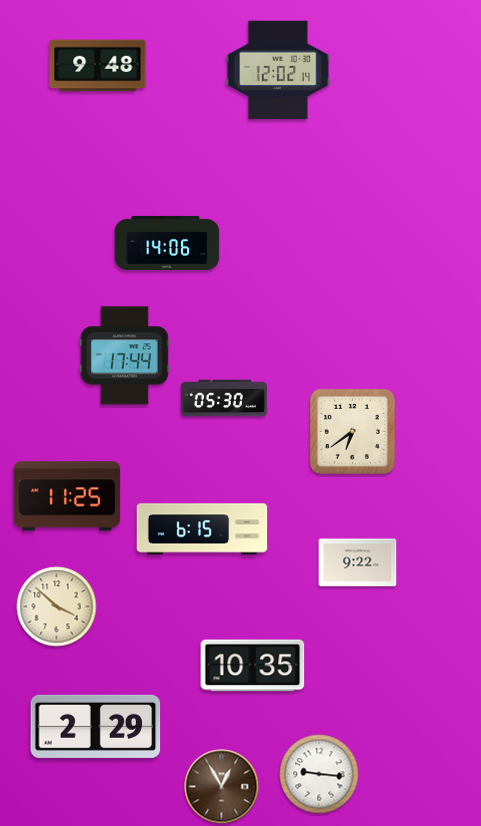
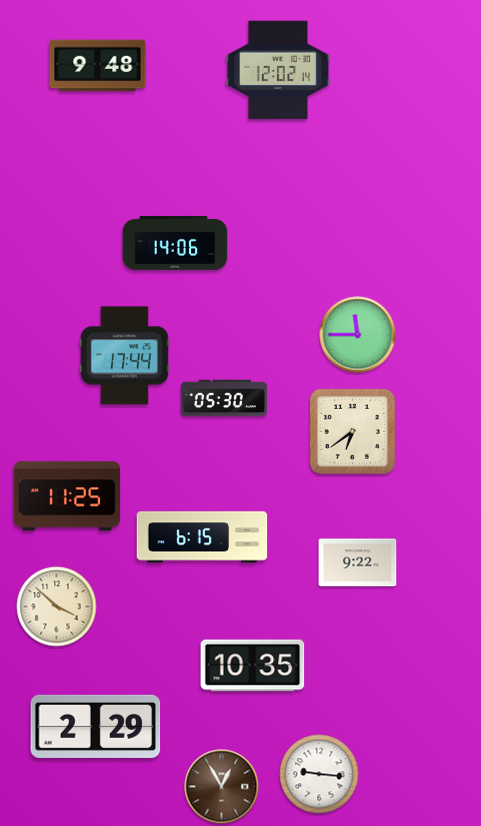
clock at (167, 243) position: (167, 243) -> (175, 243)
clock at (358, 335): none -> 11:45
clock at (202, 529) position: (202, 529) -> (202, 537)
